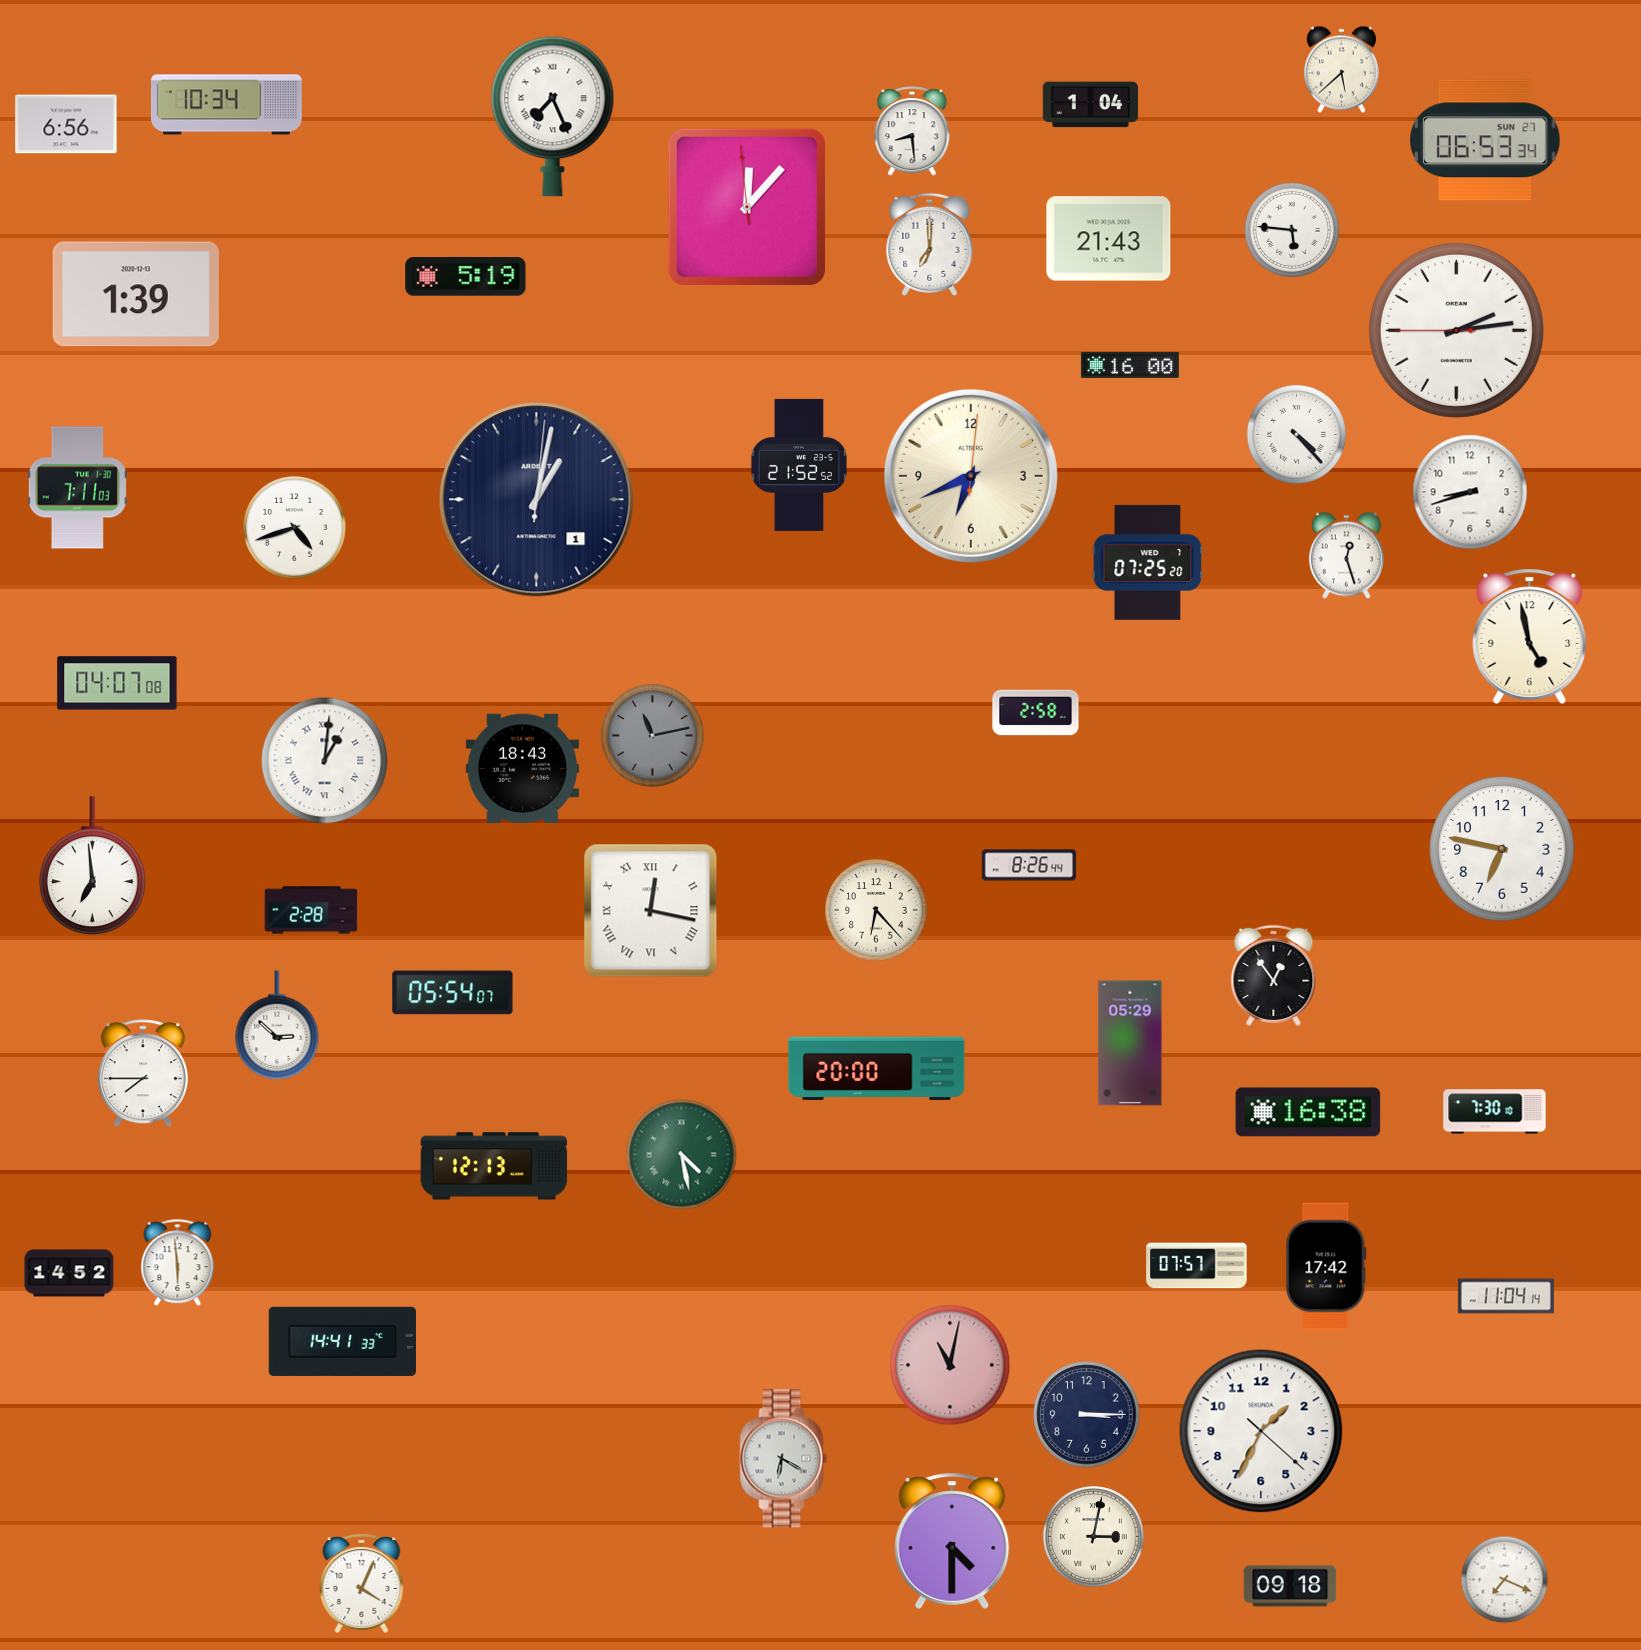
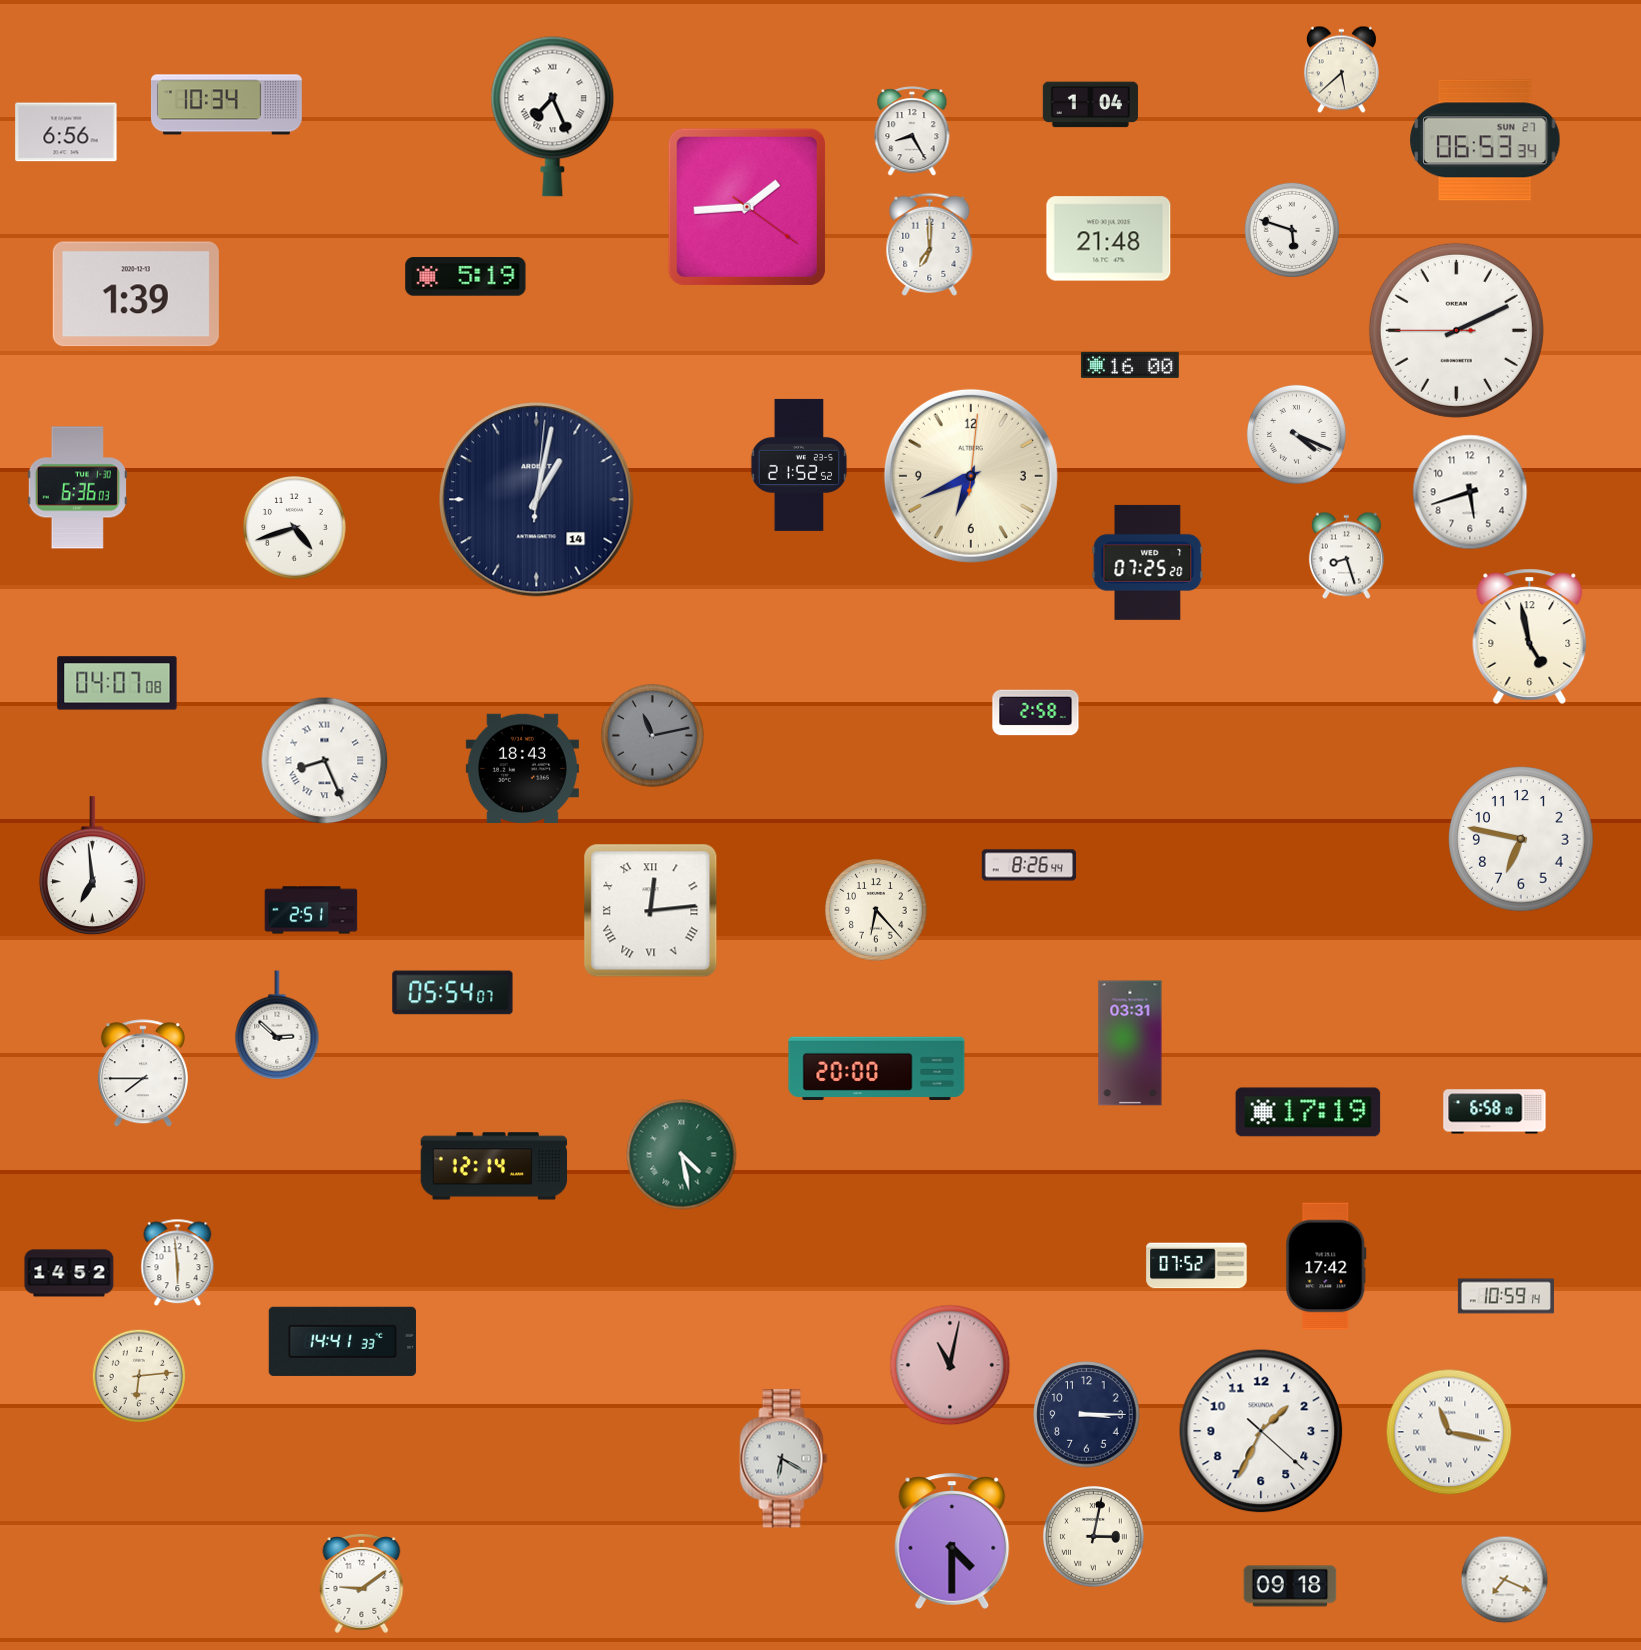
clock at (66, 124) position: (66, 124) -> (66, 132)
clock at (912, 132): 8:29 -> 8:25
clock at (747, 207): 12:06 -> 1:44
clock at (1292, 230): 5:46 -> 5:48
clock at (1109, 239): 21:43 -> 21:48
clock at (1456, 330): 2:13 -> 2:10
clock at (1296, 434): 4:23 -> 4:19
clock at (77, 488): 7:11 -> 6:36
clock at (1470, 492): 8:42 -> 5:42
clock at (537, 500) date: 1 -> 14
clock at (1346, 556): 12:27 -> 8:27
clock at (325, 761): 1:01 -> 8:26
clock at (1502, 849) position: (1502, 849) -> (1521, 839)
clock at (311, 910): 2:28 -> 2:51
clock at (651, 911): 12:17 -> 12:14
clock at (1274, 975): 12:54 -> none
clock at (1130, 1043): 05:29 -> 03:31
clock at (1308, 1112): 16:38 -> 17:19
clock at (1495, 1112): 7:30 -> 6:58
clock at (494, 1166): 12:13 -> 12:14
clock at (1197, 1266): 07:57 -> 07:52
clock at (1506, 1296): 11:04 -> 10:59
clock at (138, 1375): none -> 6:14
clock at (1449, 1432): none -> 11:17
clock at (362, 1584): 4:04 -> 9:09
